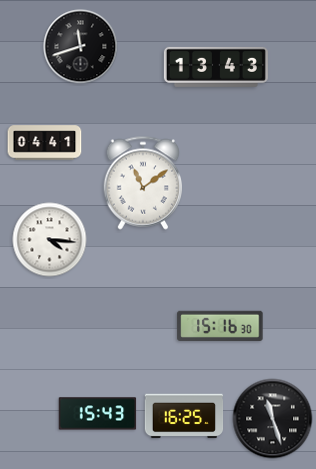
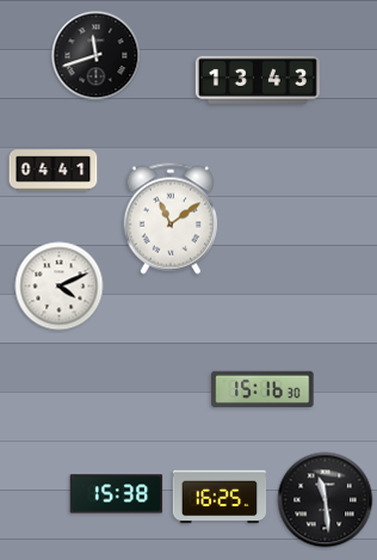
clock at (50, 240): 4:16 -> 4:11
clock at (98, 414): 15:43 -> 15:38
clock at (273, 419): 11:27 -> 11:29
